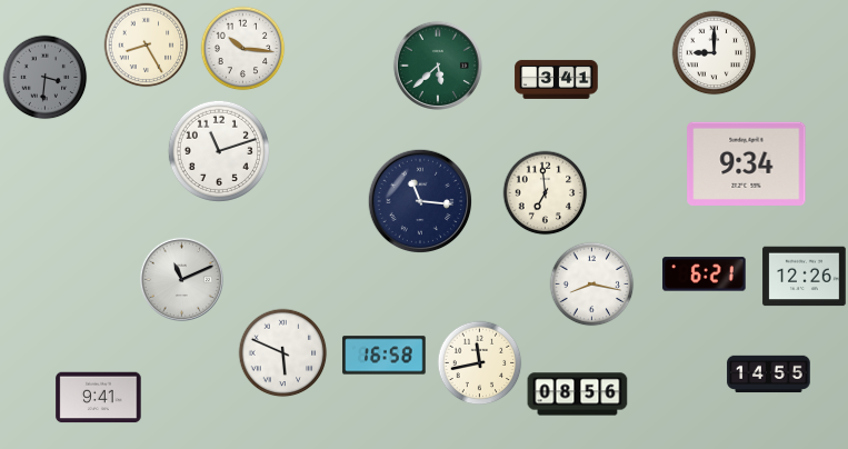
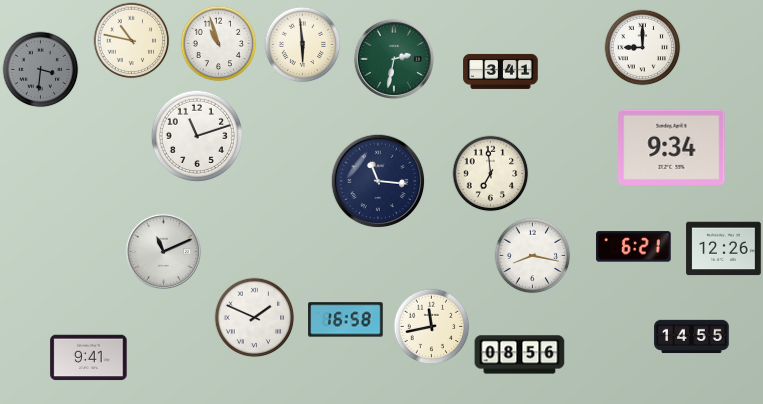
clock at (147, 46): 8:25 -> 10:47
clock at (243, 49): 10:16 -> 10:57
clock at (303, 45): none -> 5:59
clock at (438, 66): 5:38 -> 2:32
clock at (283, 353): 5:49 -> 1:49
